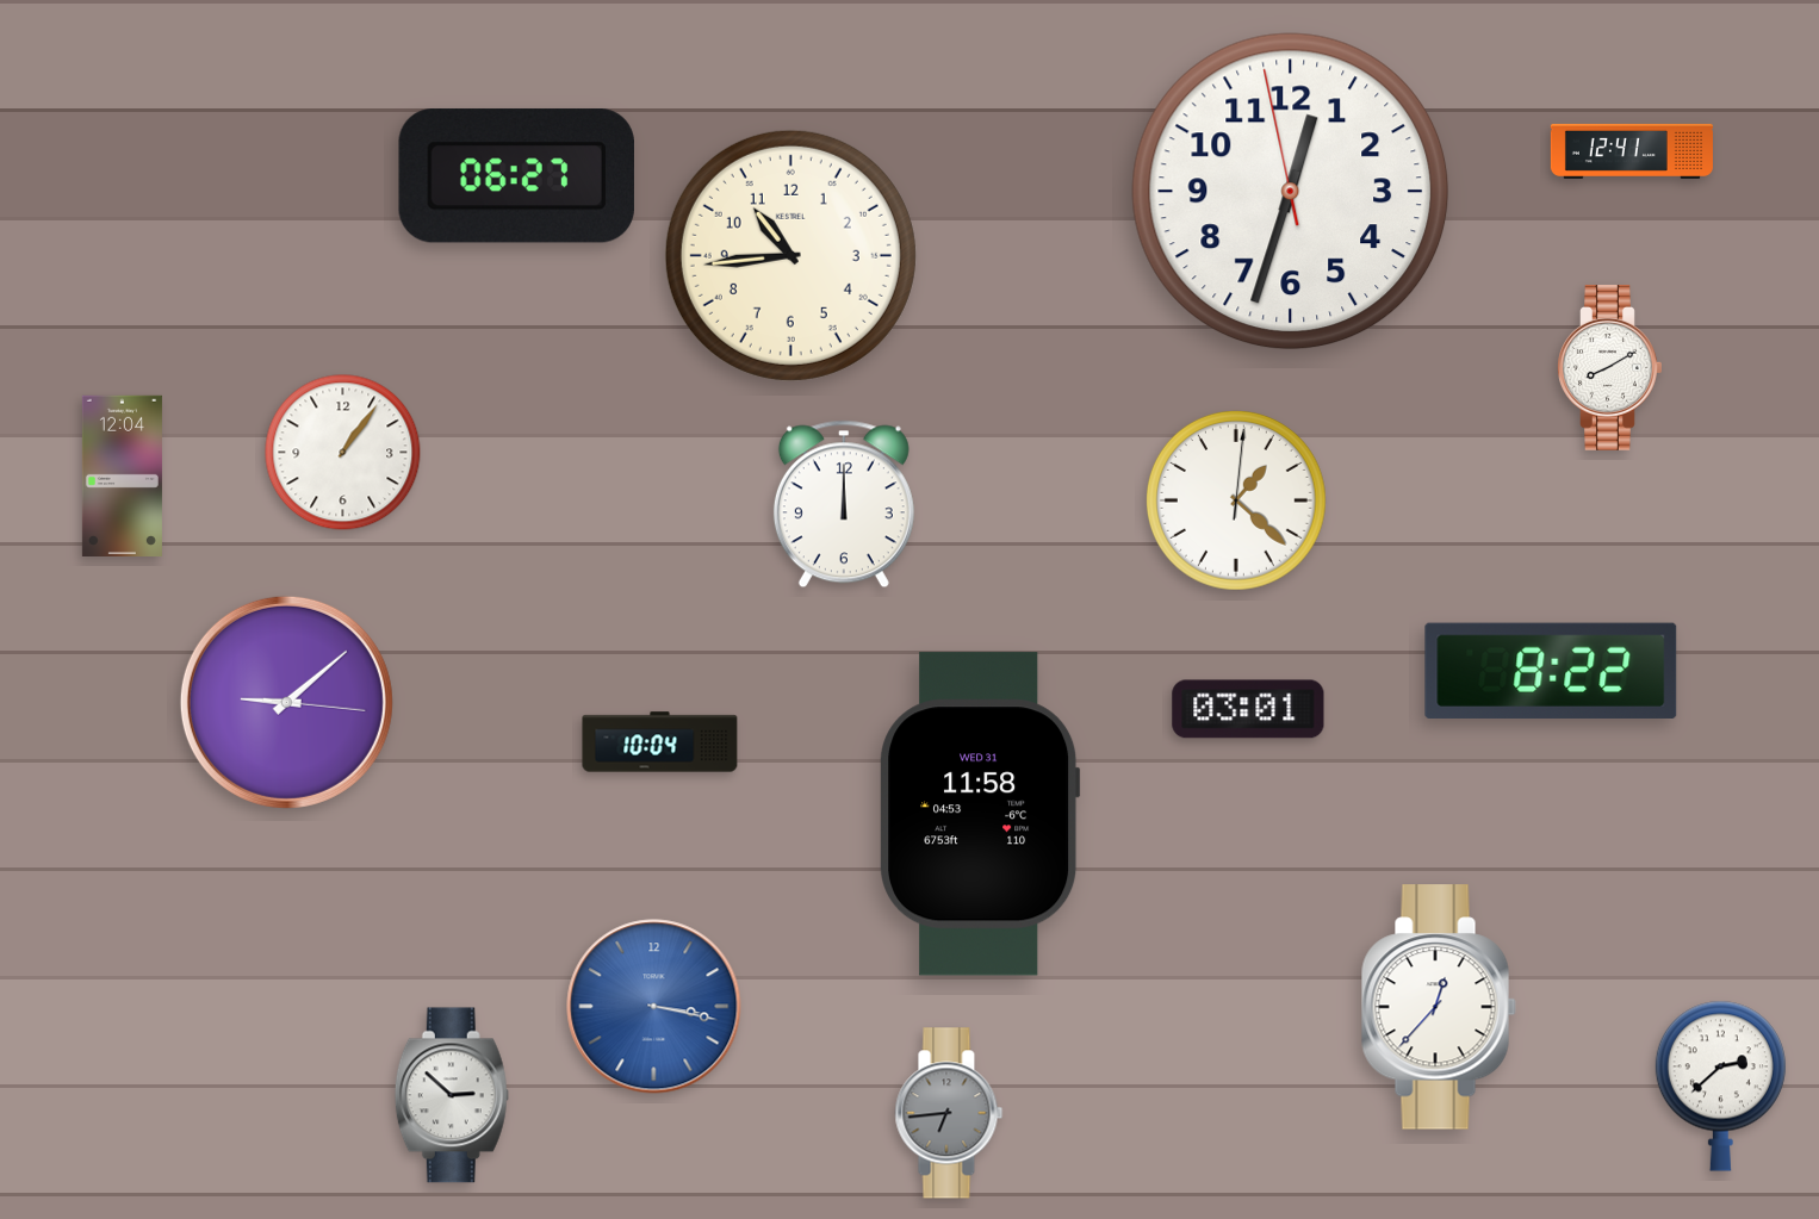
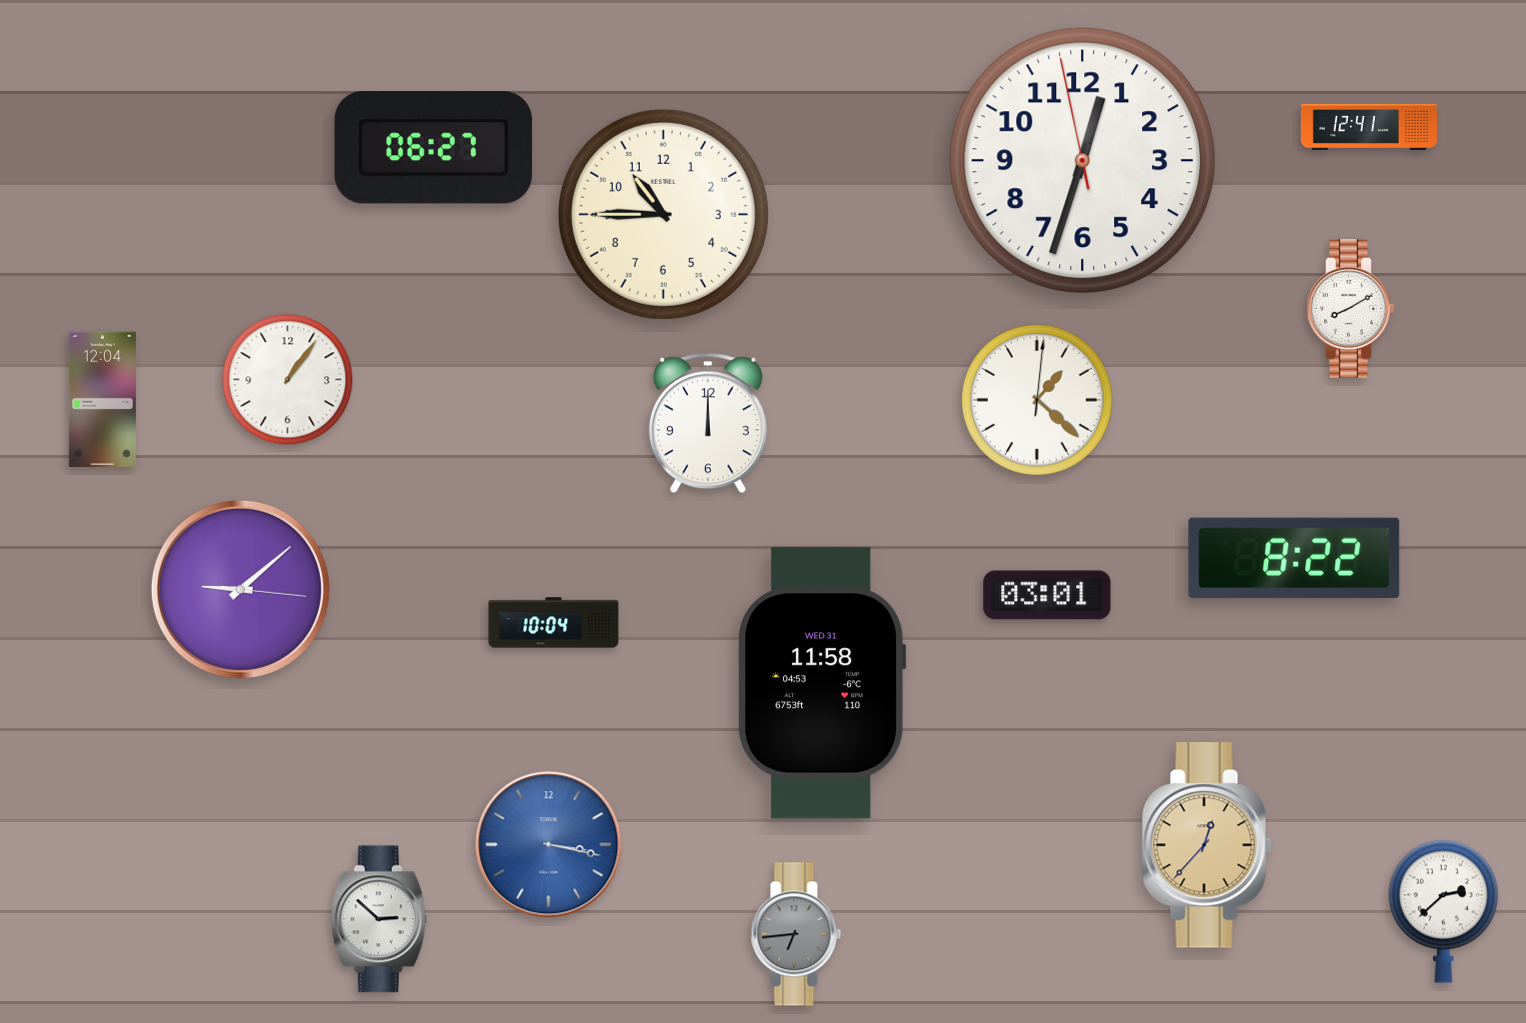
clock at (790, 255): 10:44 -> 10:45
clock at (1237, 502) position: (1237, 502) -> (1038, 401)
clock at (1551, 671) position: (1551, 671) -> (1294, 558)
clock at (1439, 1007) dial: white -> champagne
